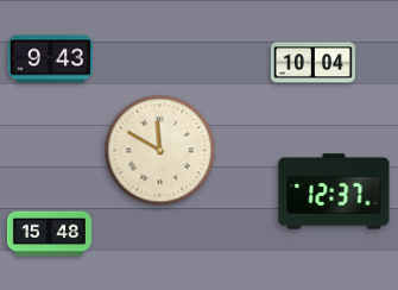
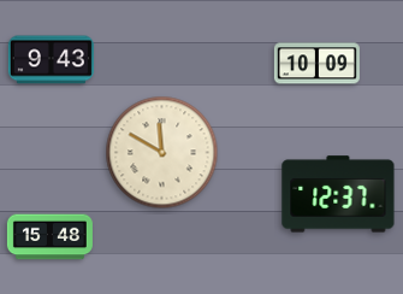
clock at (312, 63): 10:04 -> 10:09
